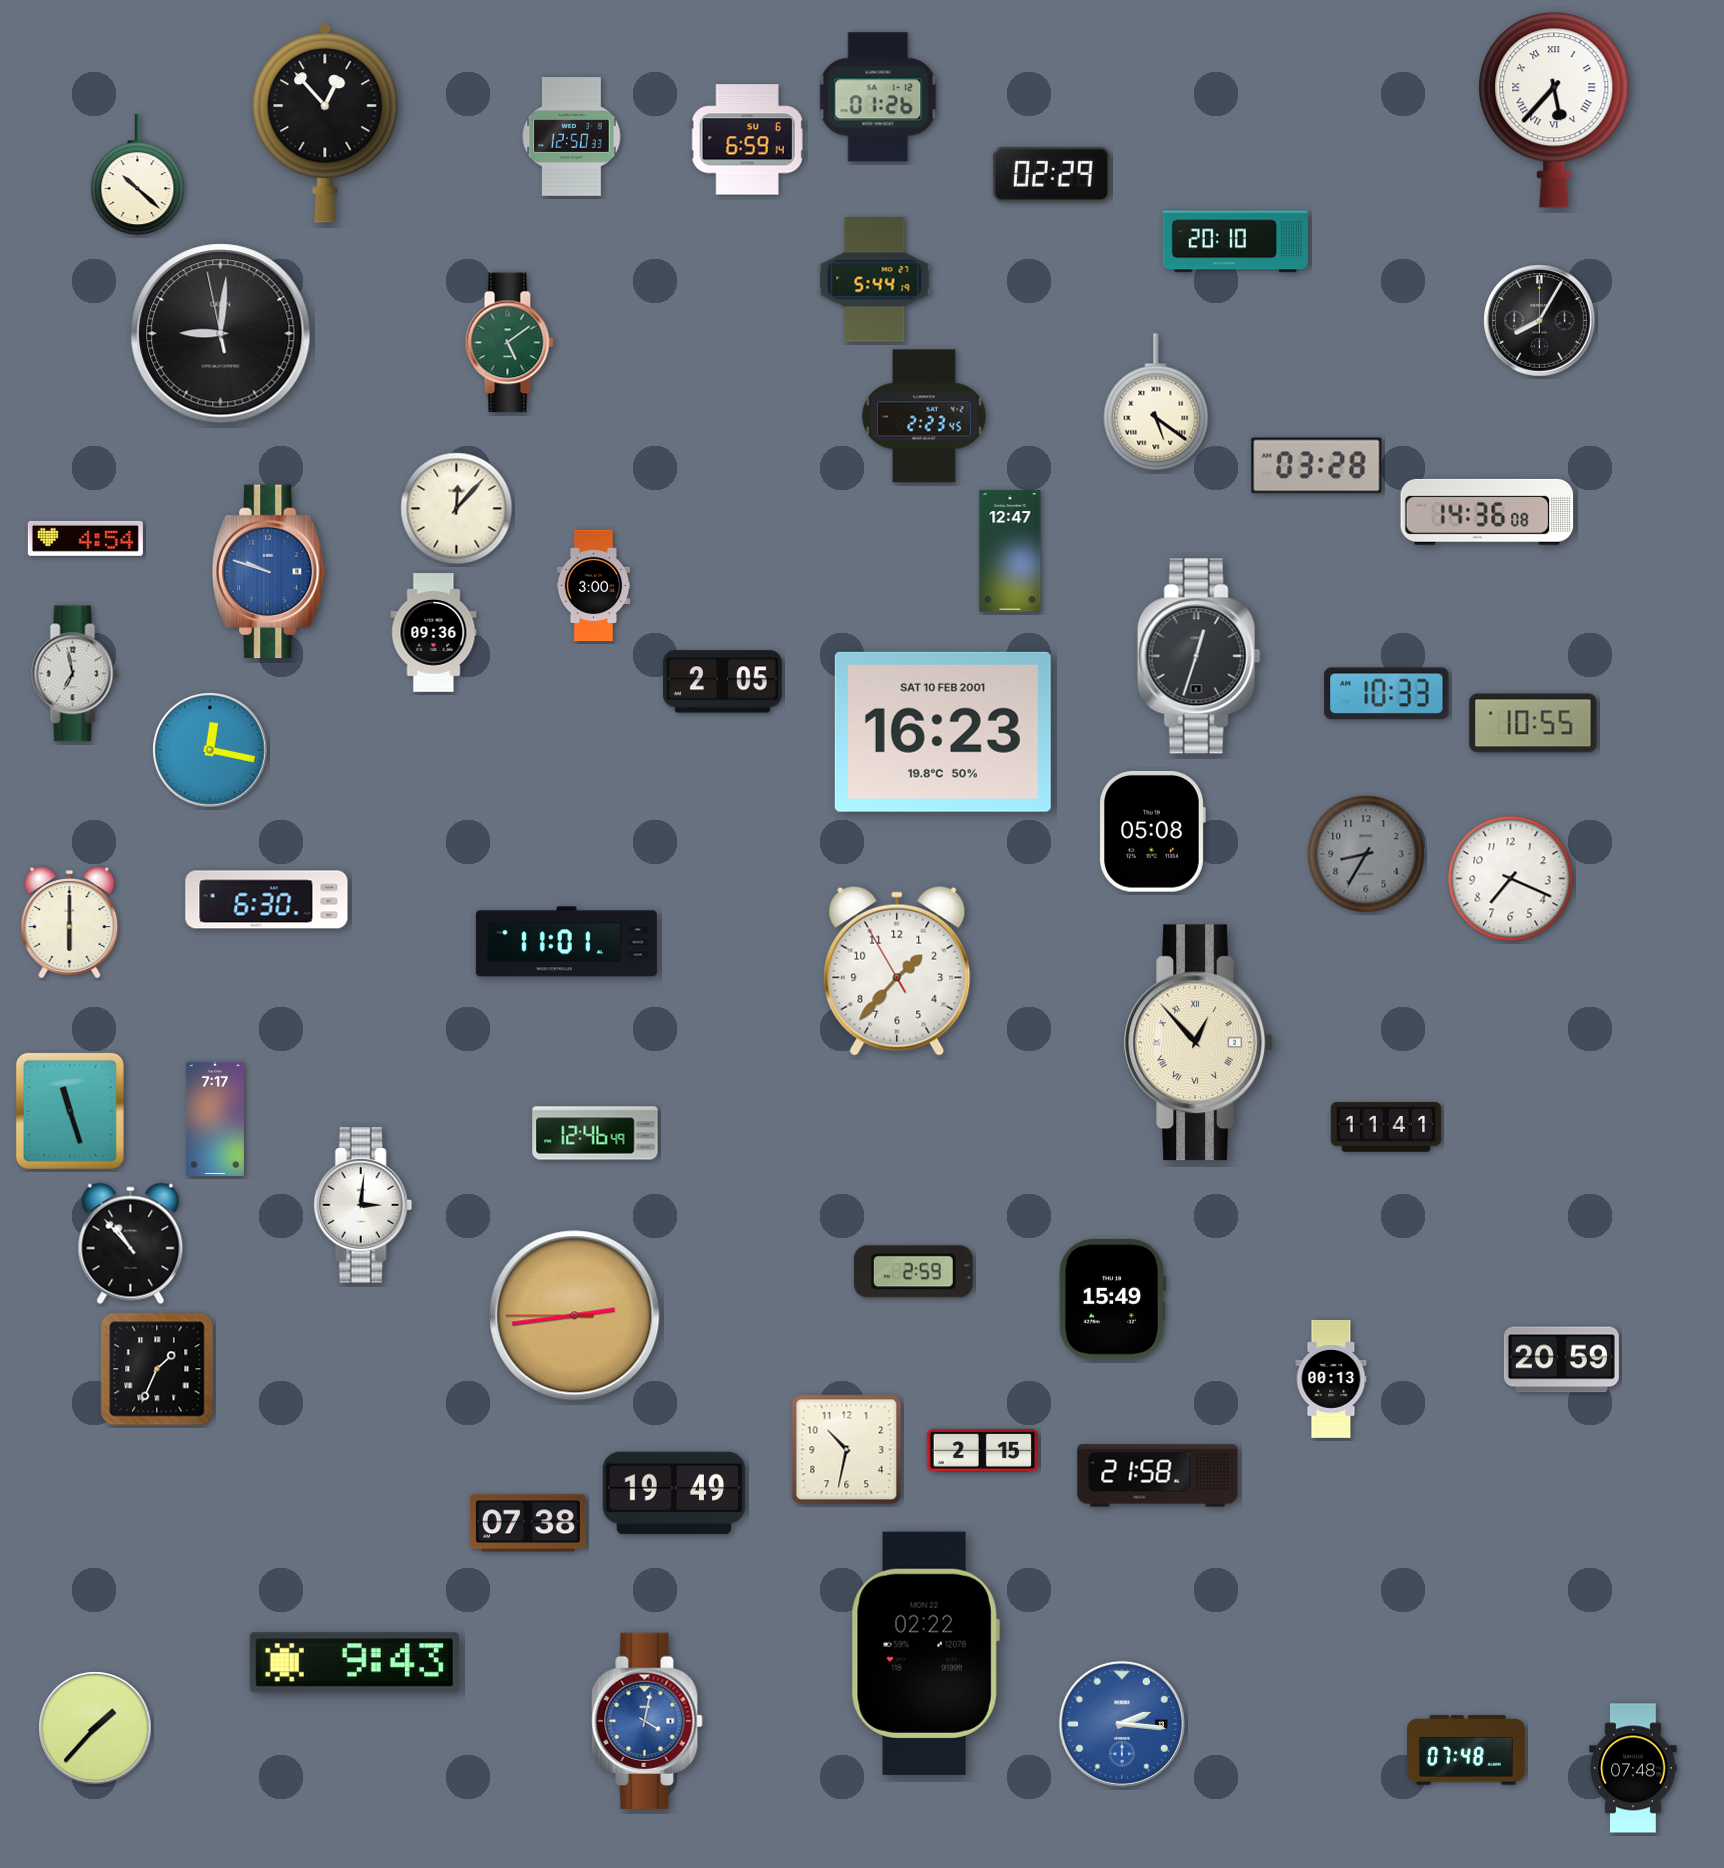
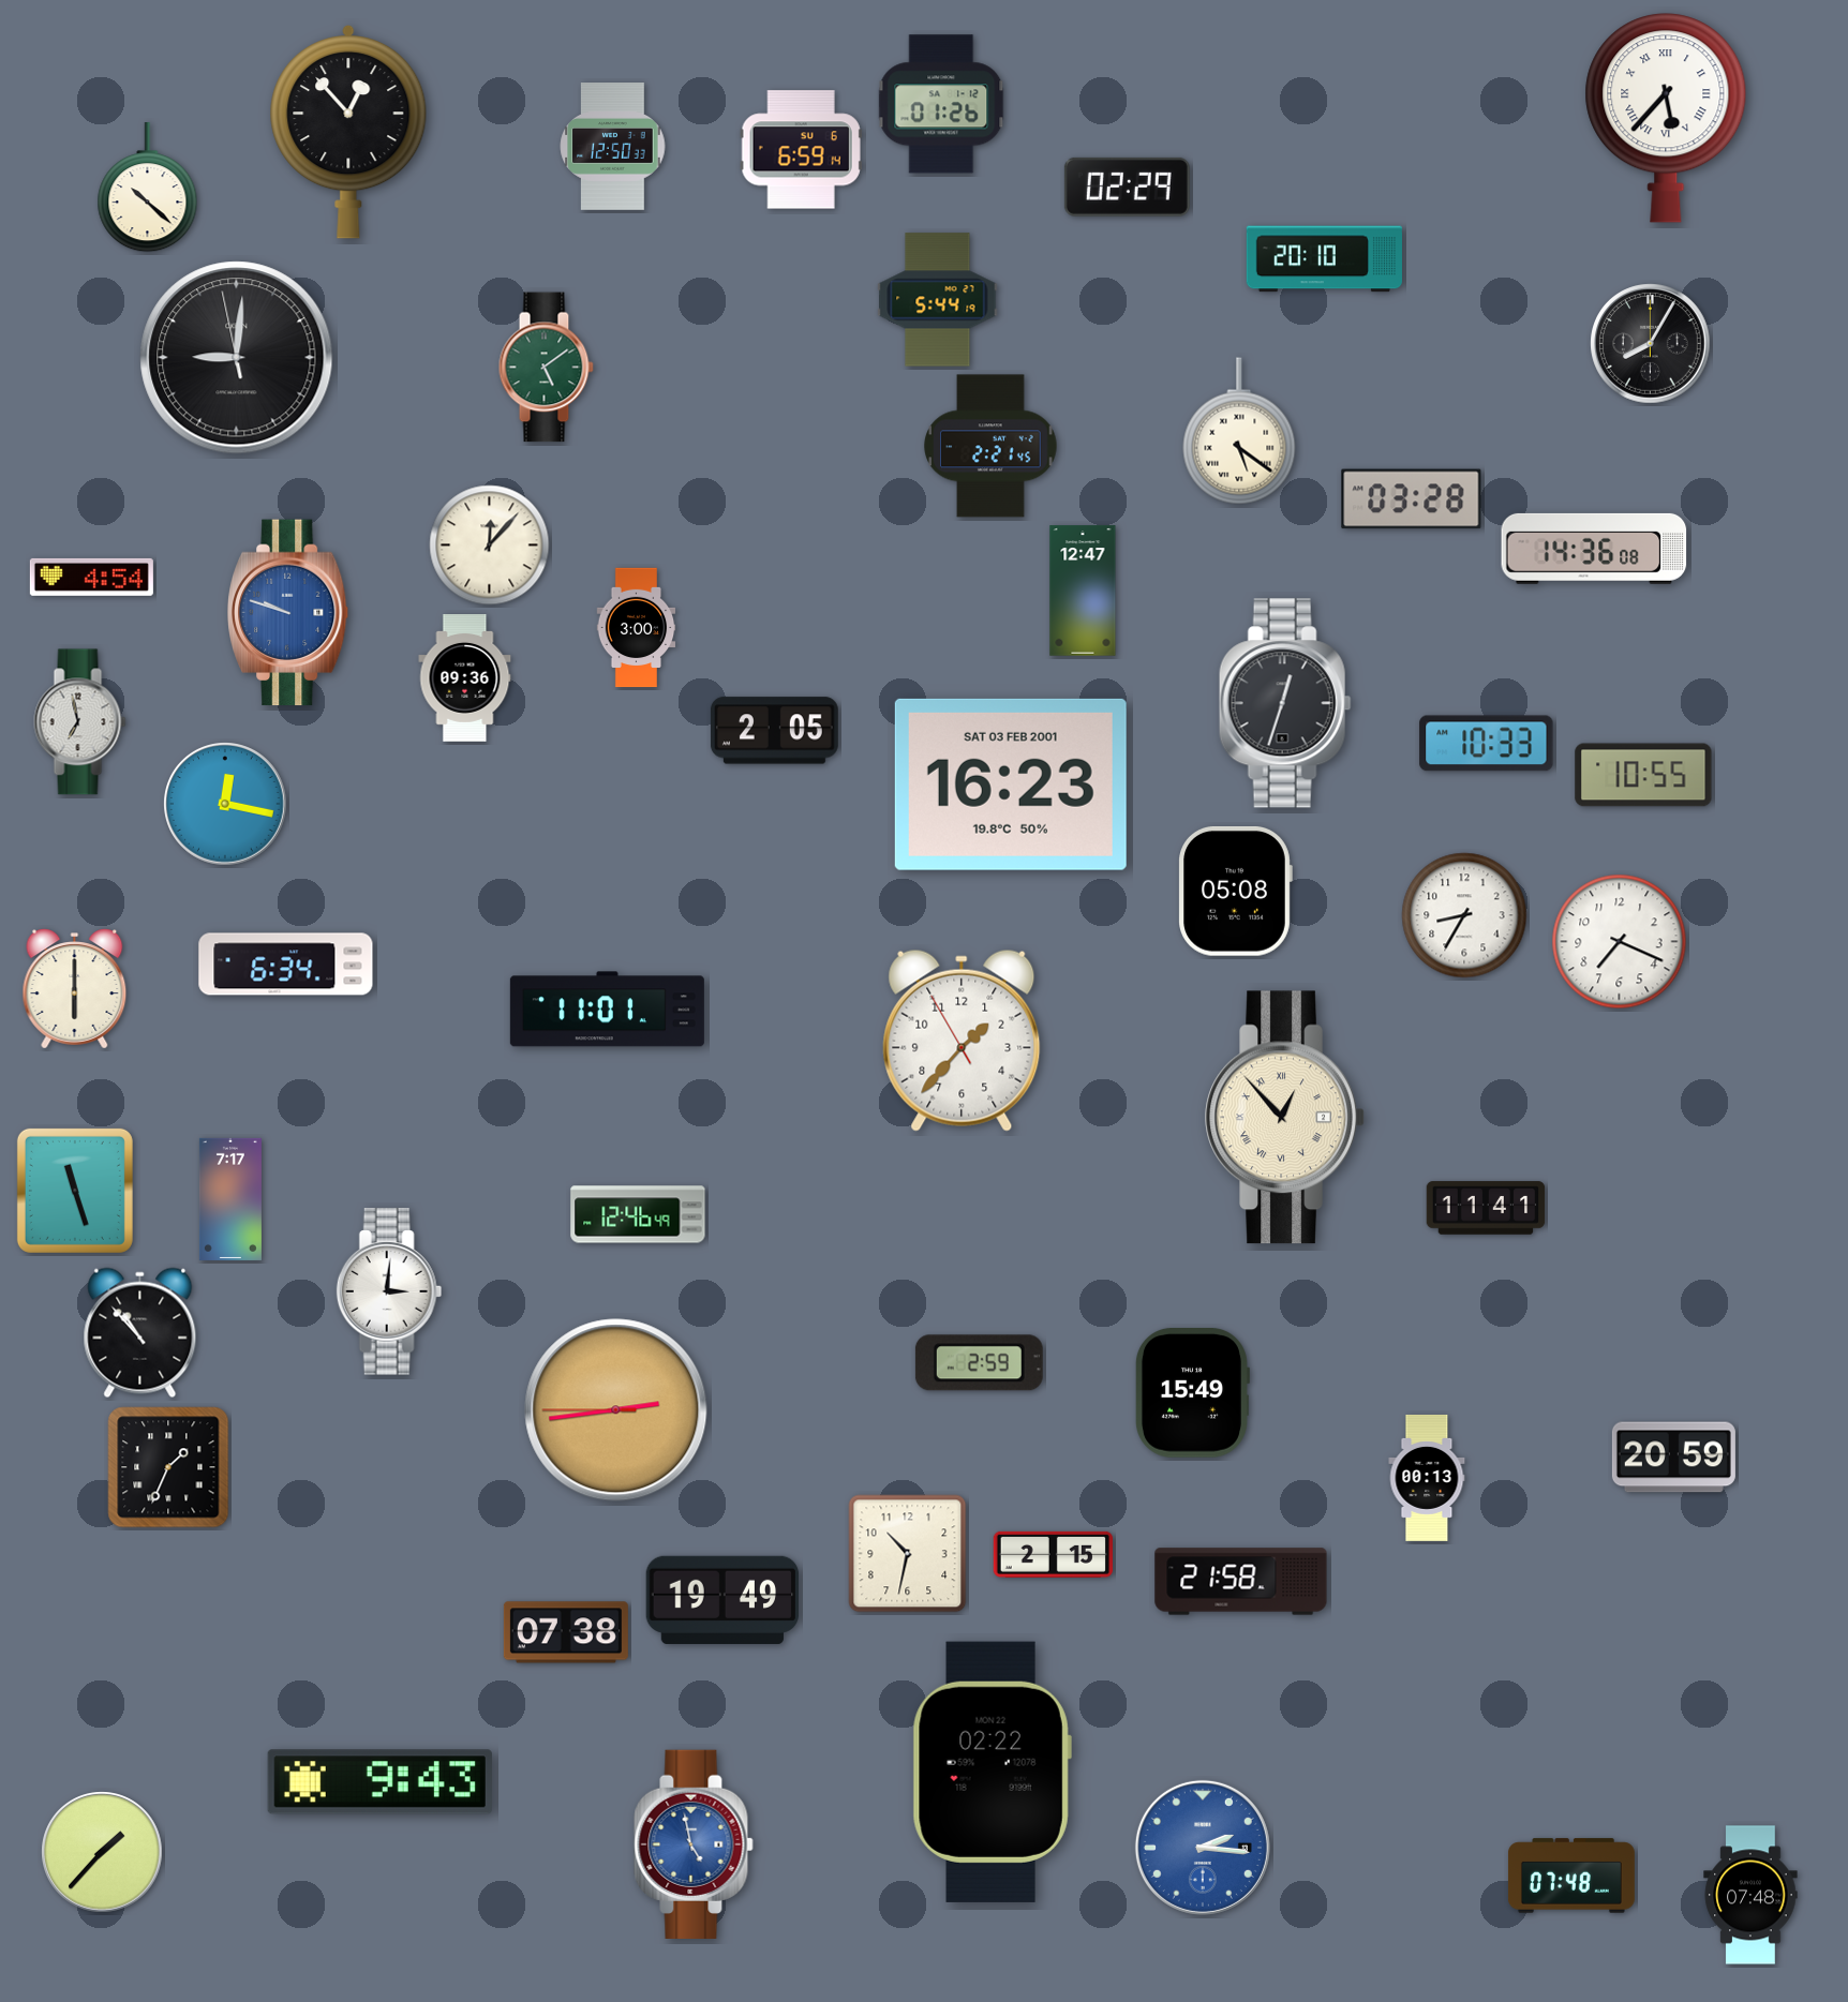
clock at (924, 416): 2:23 -> 2:21
clock at (943, 732) date: SAT 10 FEB 2001 -> SAT 03 FEB 2001
clock at (1366, 854) dial: grey -> white
clock at (267, 900): 6:30 -> 6:34
clock at (647, 1721): 4:02 -> 4:58
